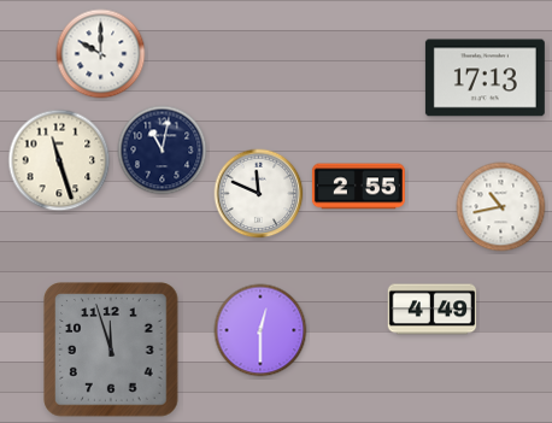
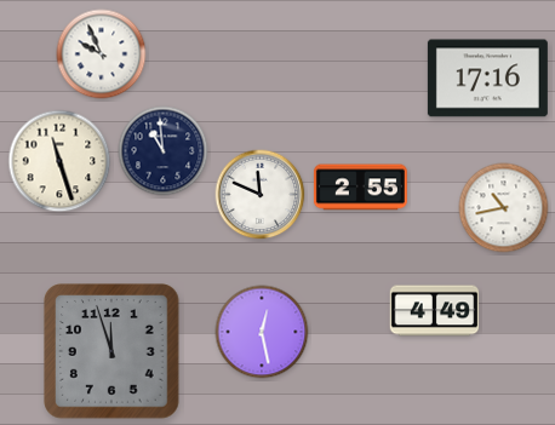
clock at (101, 54): 10:00 -> 9:56
clock at (485, 78): 17:13 -> 17:16
clock at (163, 151): 11:02 -> 10:59
clock at (260, 330): 12:30 -> 12:28
